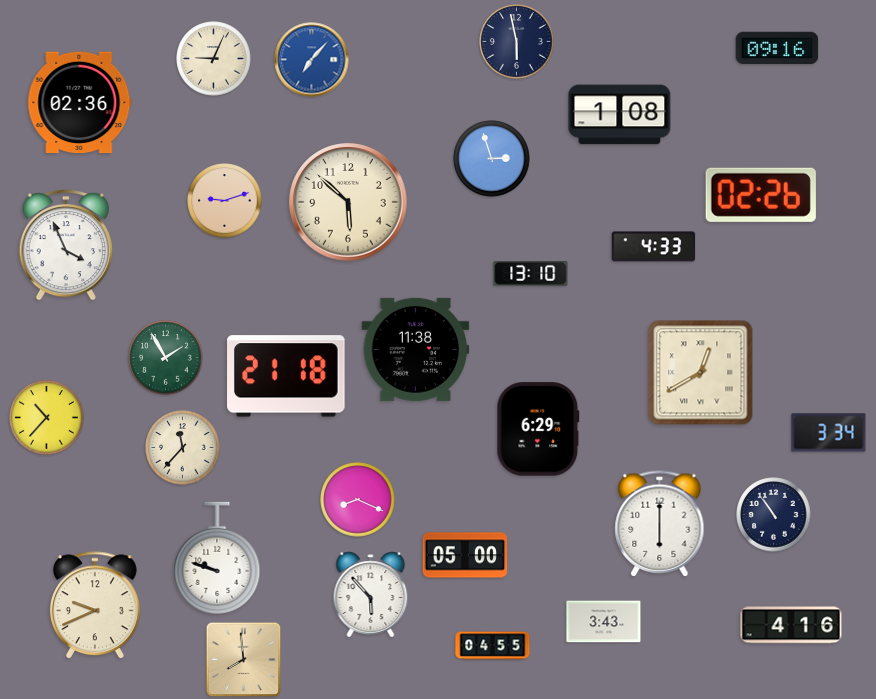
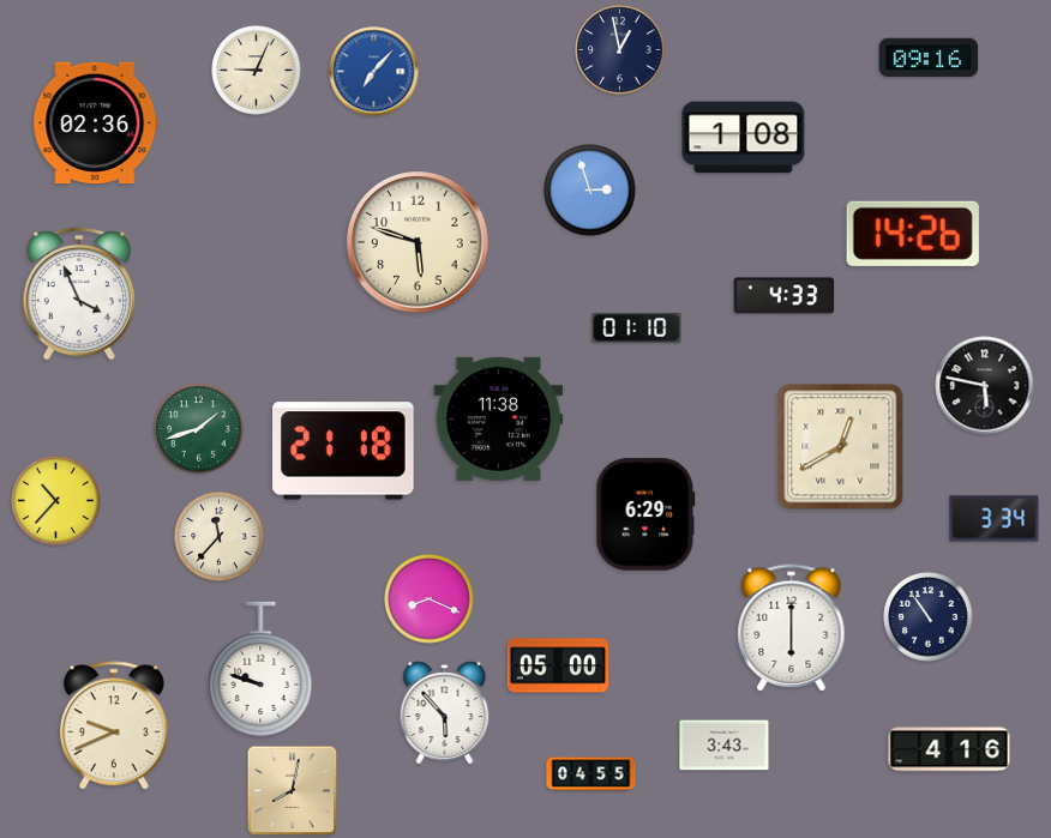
clock at (517, 42): 5:58 -> 12:58
clock at (777, 48) position: (777, 48) -> (929, 58)
clock at (761, 195): 02:26 -> 14:26
clock at (225, 201): 9:12 -> none
clock at (348, 202): 5:52 -> 5:48
clock at (531, 274): 13:10 -> 01:10
clock at (985, 386): none -> 5:47
clock at (166, 358): 1:55 -> 1:42
clock at (244, 660): 7:59 -> 8:02
